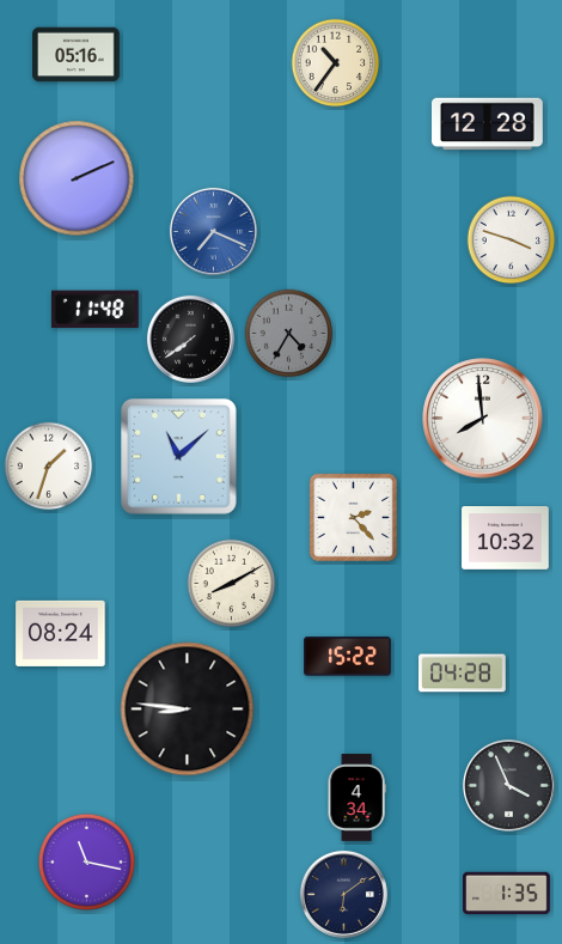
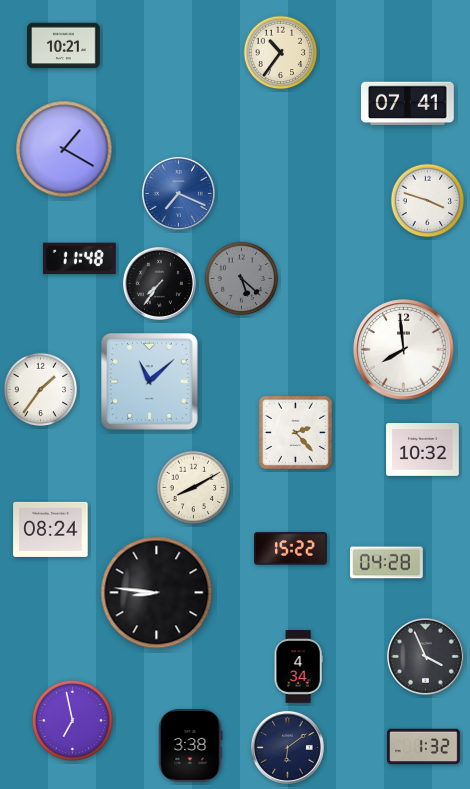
clock at (77, 55): 05:16 -> 10:21
clock at (488, 124): 12:28 -> 07:41
clock at (77, 178): 2:11 -> 1:20
clock at (289, 334): 4:35 -> 5:22
clock at (190, 339): 7:39 -> 7:36
clock at (49, 467): 1:33 -> 1:36
clock at (86, 861): 11:17 -> 6:58
clock at (191, 746): none -> 3:38
clock at (507, 894): 1:35 -> 1:32
